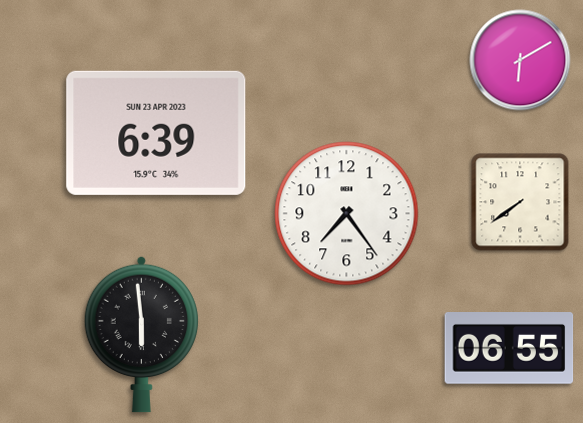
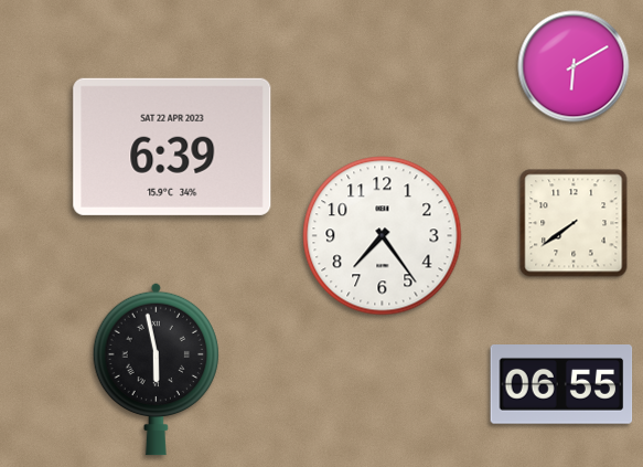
clock at (156, 133) date: SUN 23 APR 2023 -> SAT 22 APR 2023
clock at (141, 334): 5:59 -> 5:58
